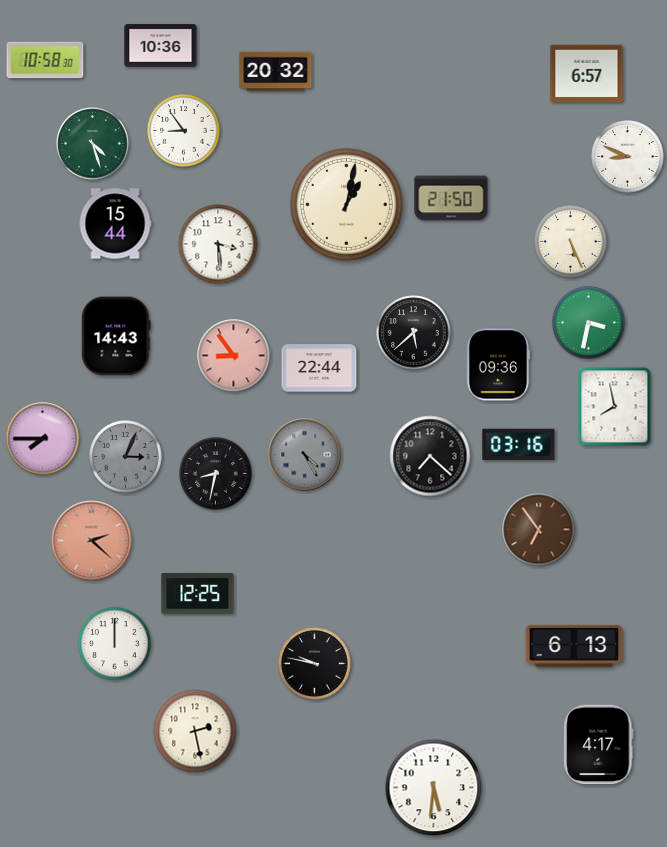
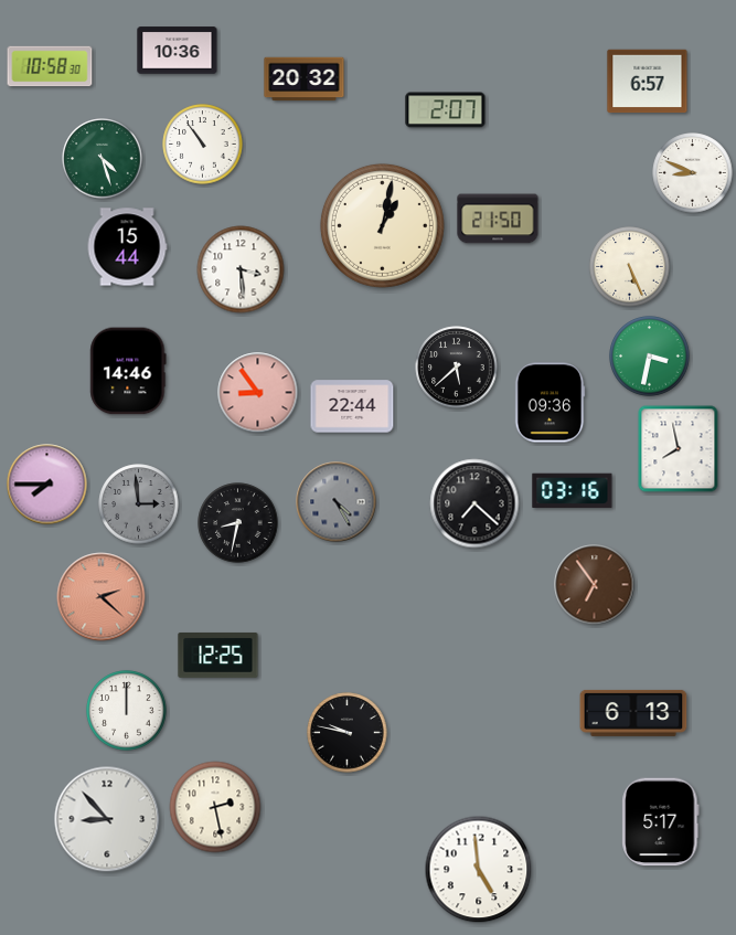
clock at (446, 110): none -> 2:07
clock at (184, 131): 8:54 -> 10:54
clock at (116, 336): 14:43 -> 14:46
clock at (126, 457): 3:04 -> 2:59
clock at (107, 819): none -> 8:53
clock at (599, 745): 4:17 -> 5:17
clock at (434, 788): 5:31 -> 4:59
